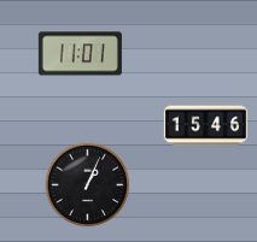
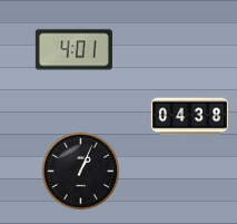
clock at (80, 54): 11:01 -> 4:01
clock at (205, 126): 15:46 -> 04:38
